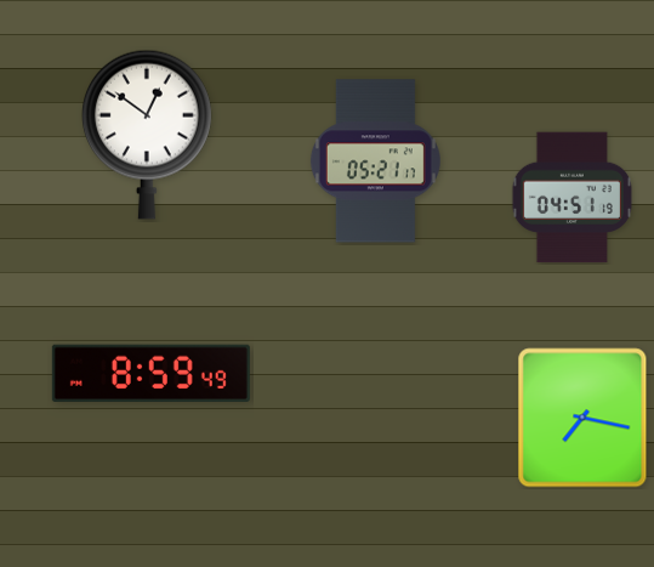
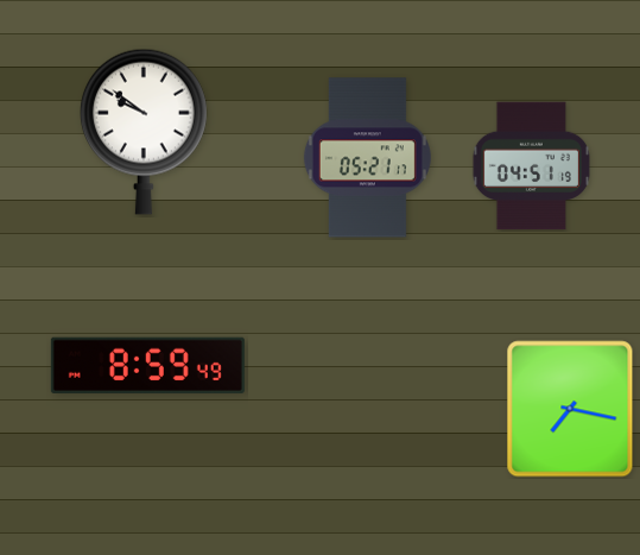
clock at (147, 135): 12:51 -> 9:51
clock at (571, 198) position: (571, 198) -> (531, 166)
